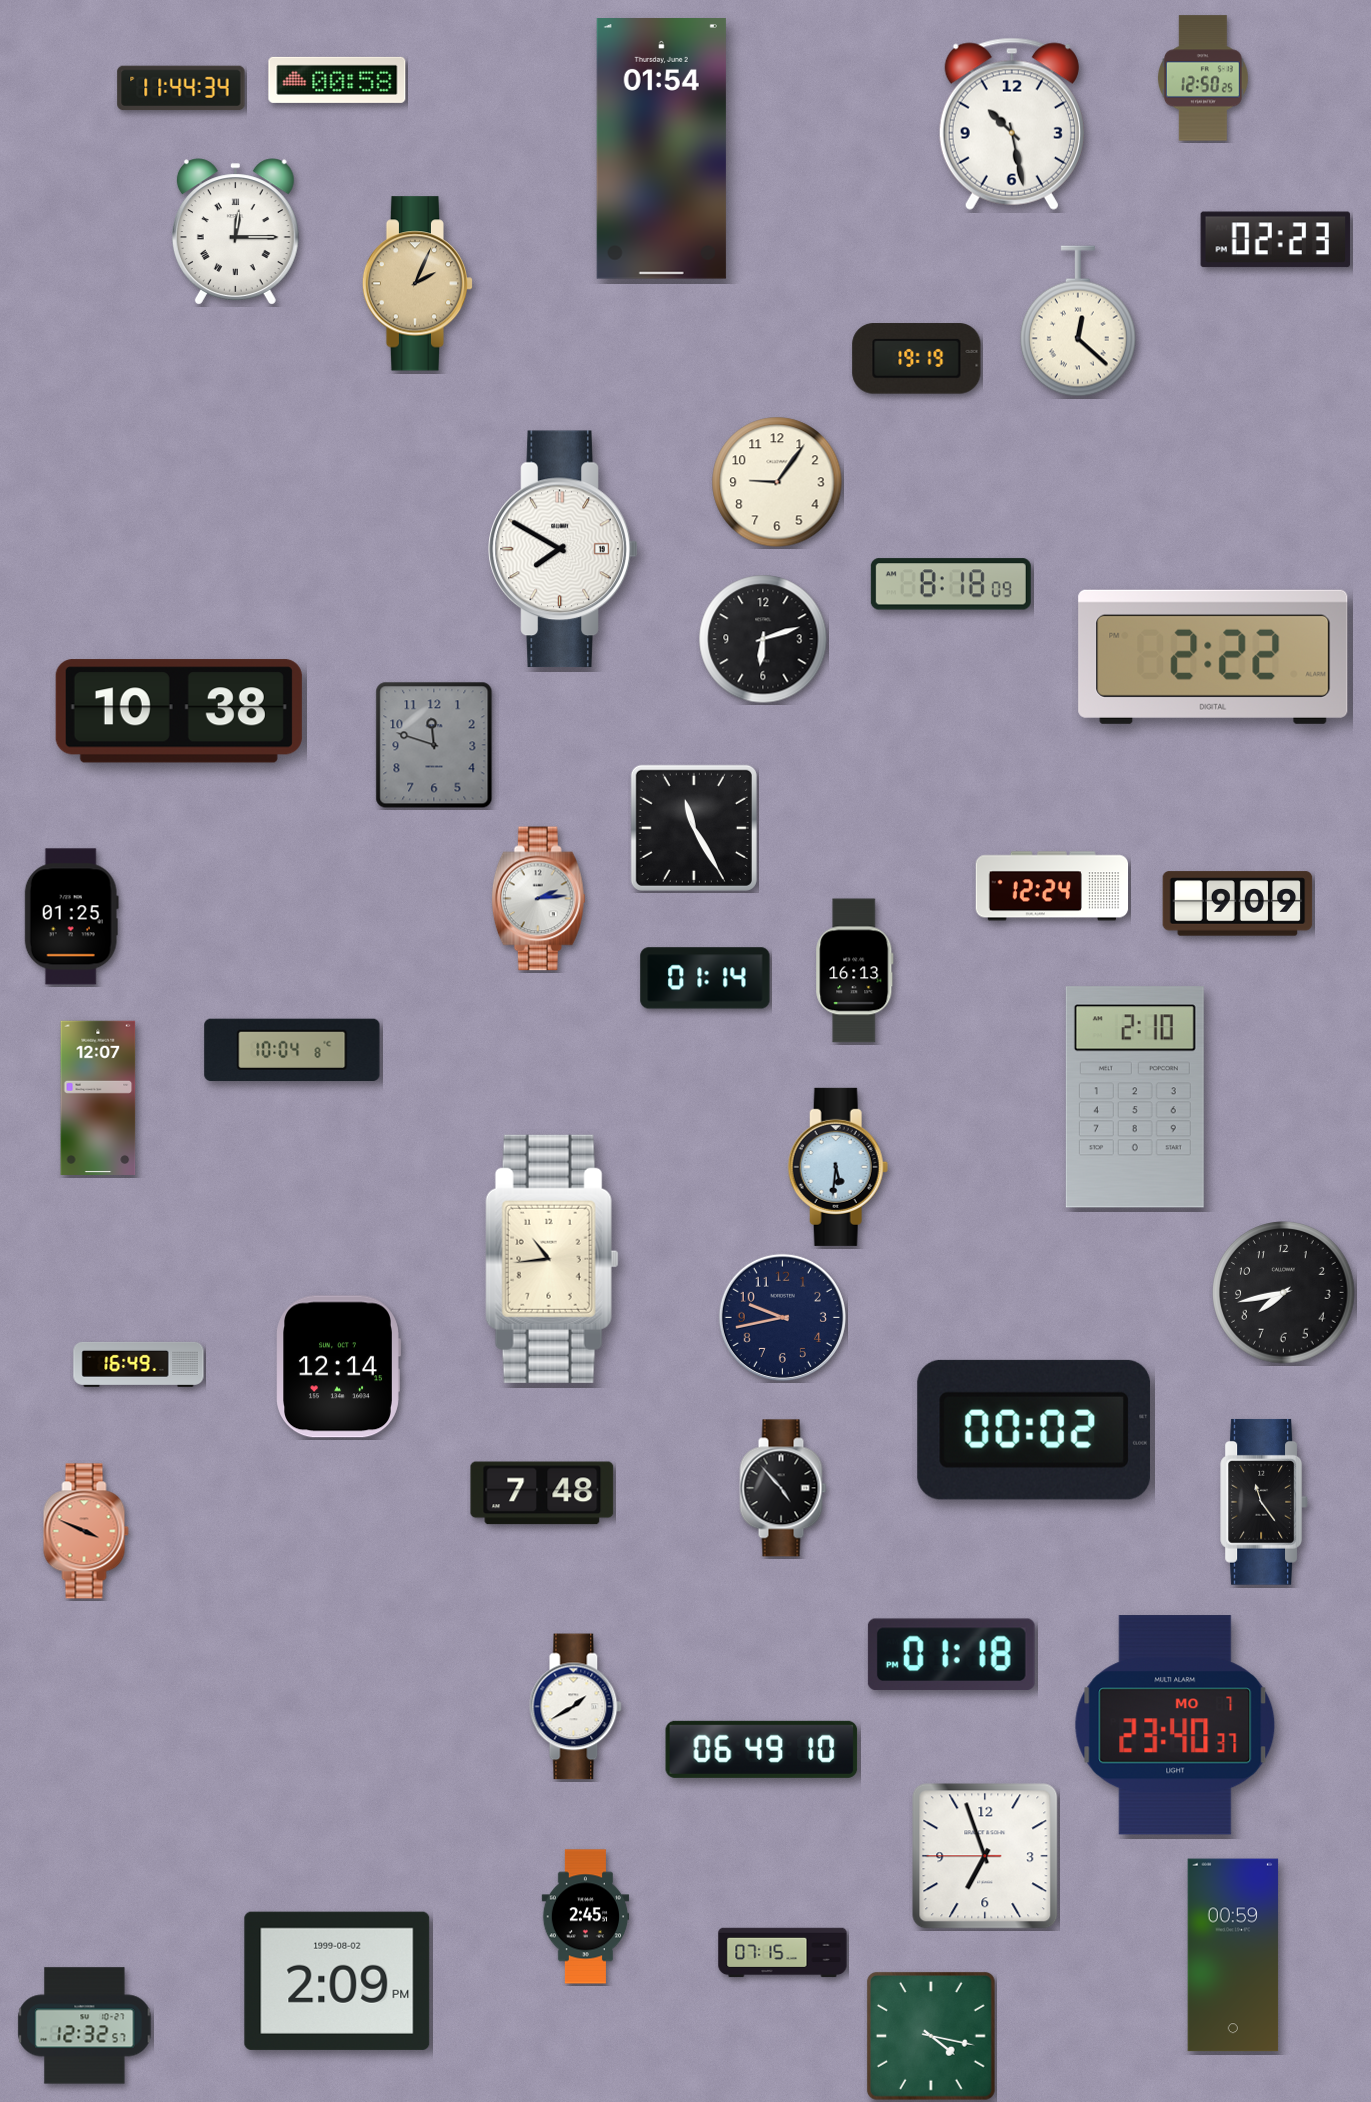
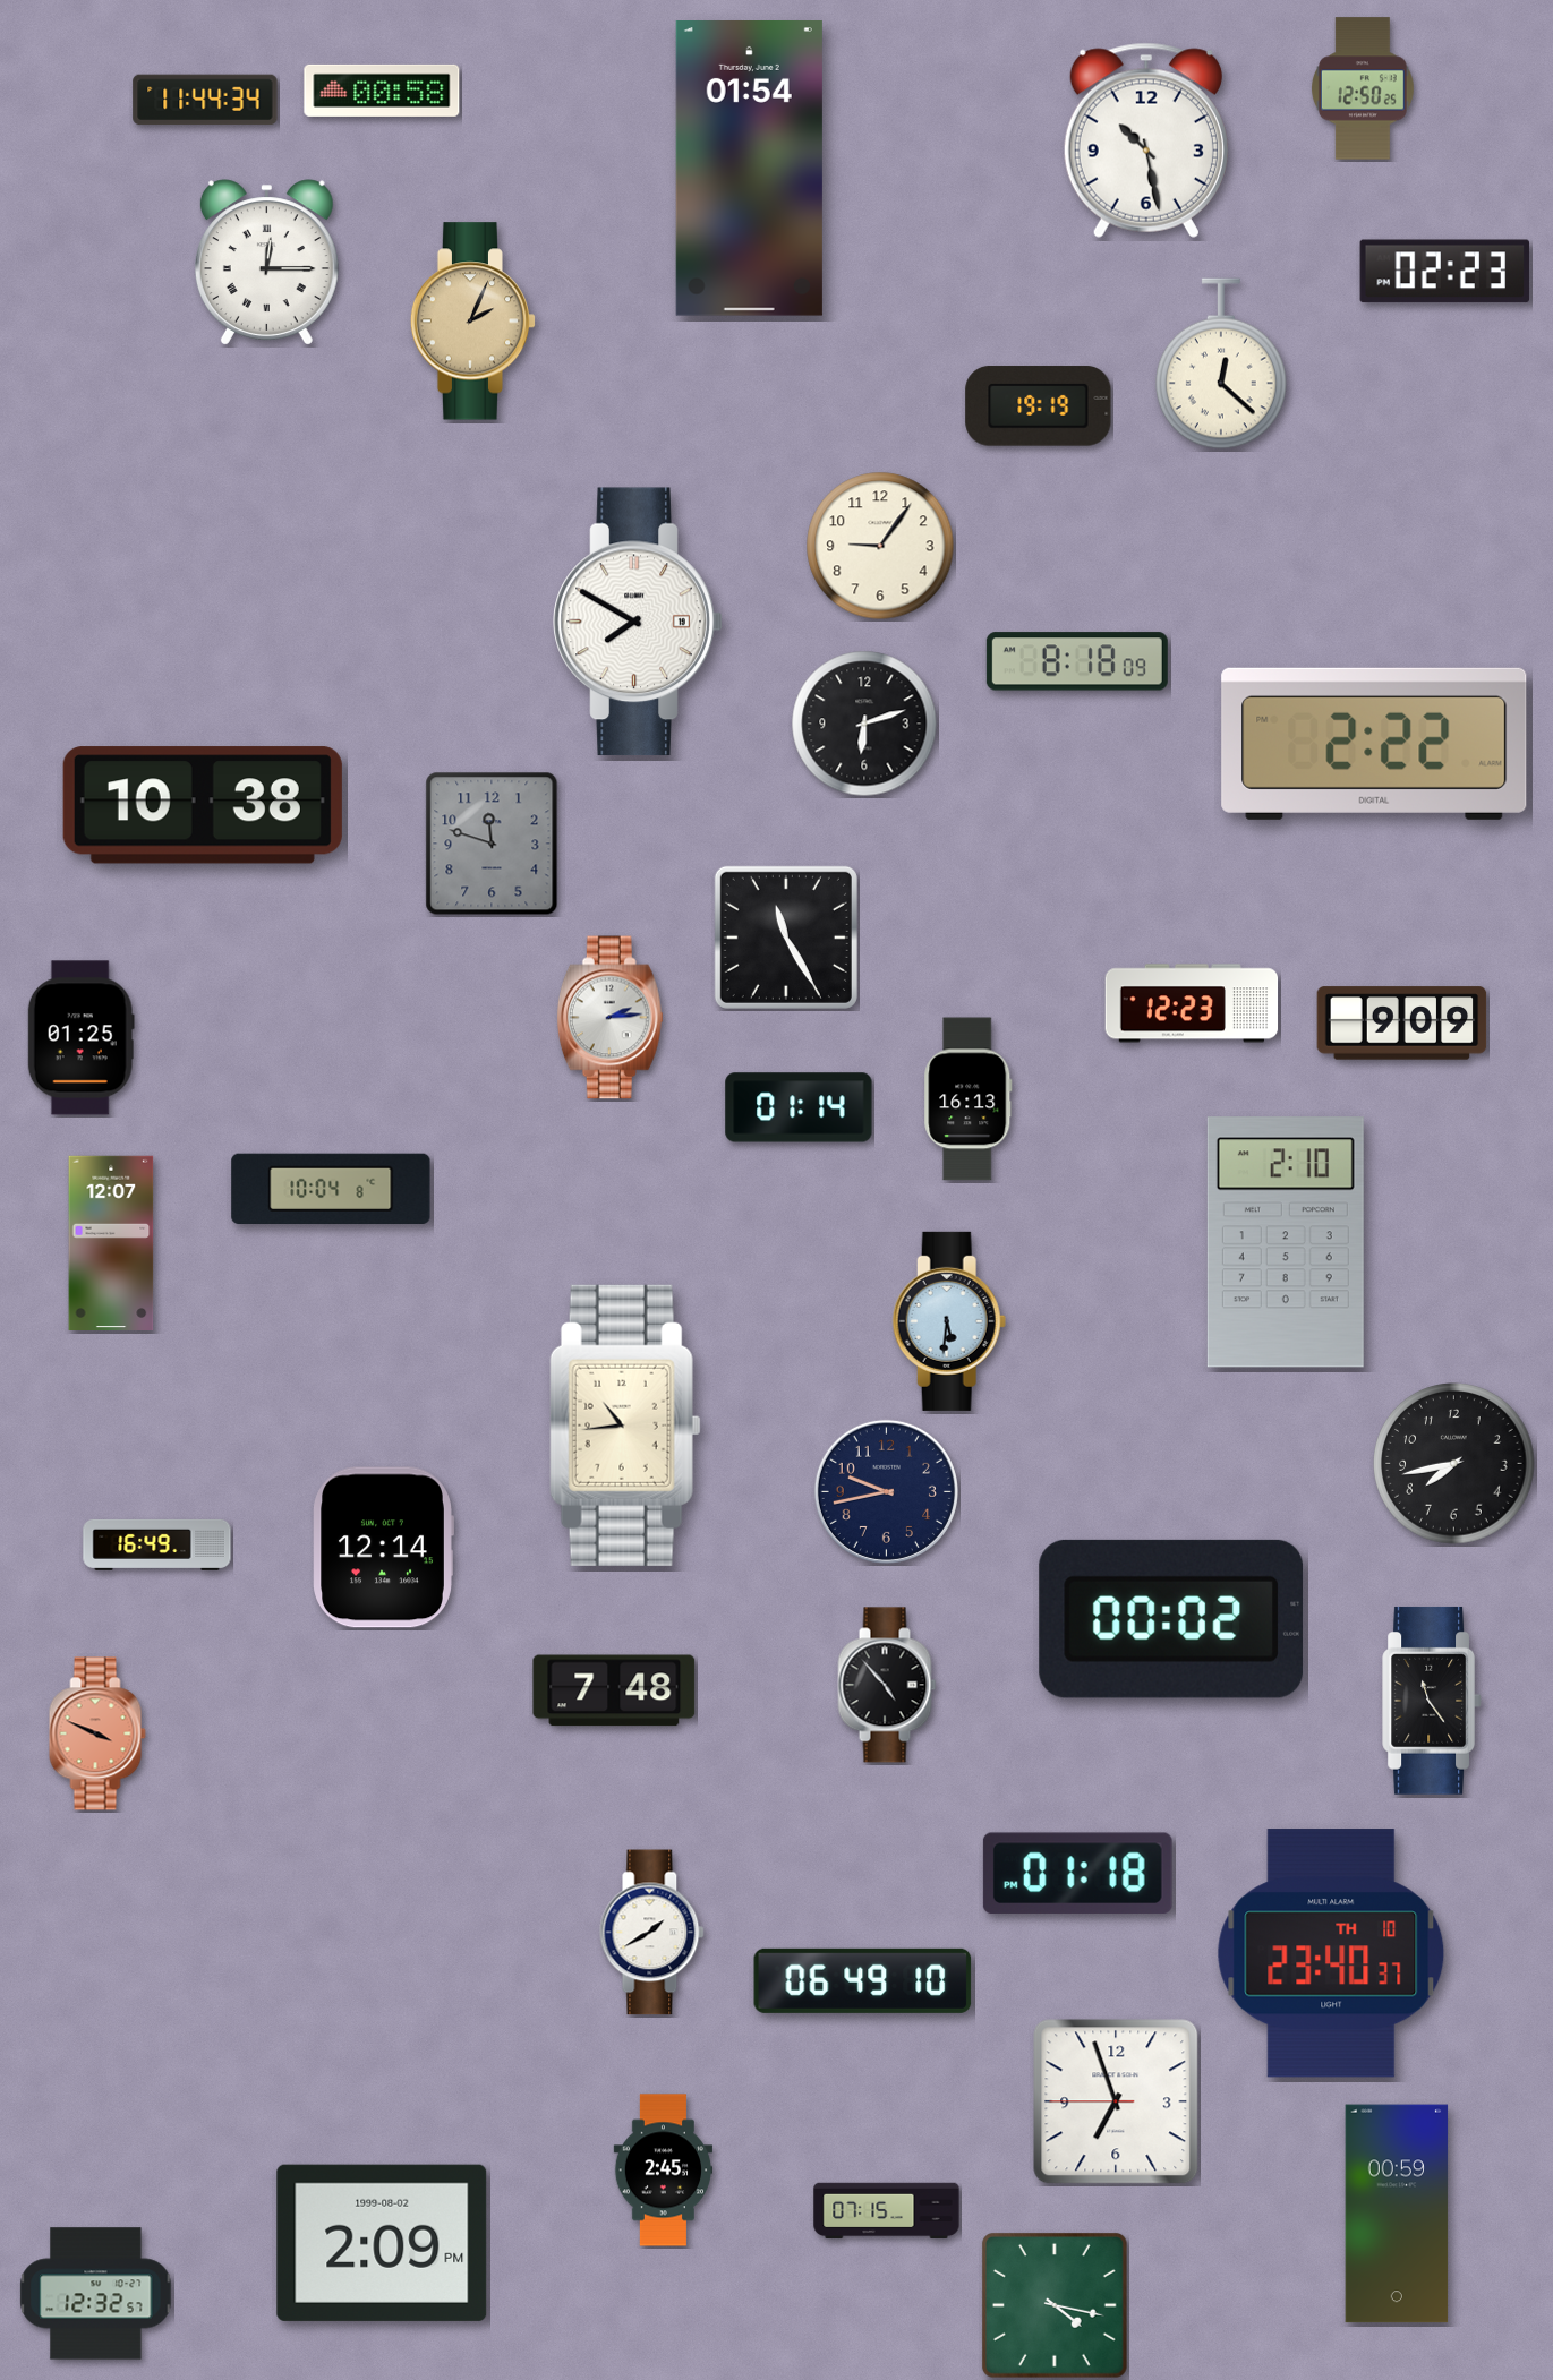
clock at (1052, 886): 12:24 -> 12:23
clock at (1175, 1725) date: MO 7 -> TH 10
